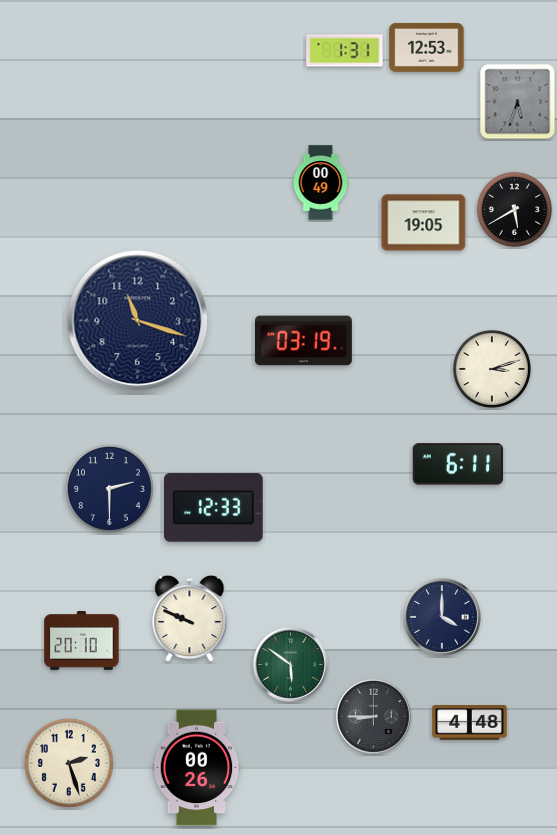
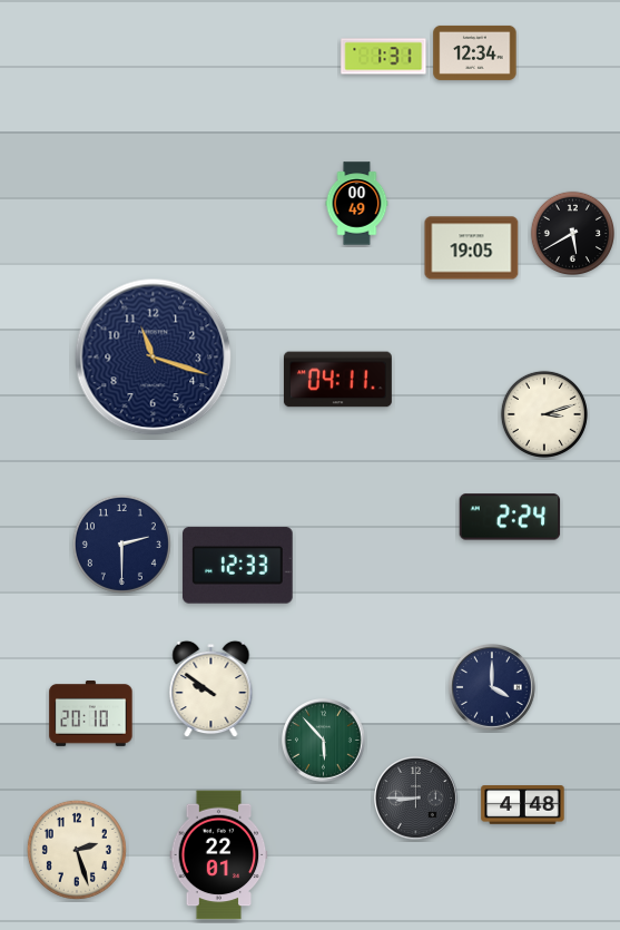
clock at (427, 47): 12:53 -> 12:34
clock at (518, 102): 5:33 -> none
clock at (303, 341): 03:19 -> 04:11
clock at (492, 369) position: (492, 369) -> (544, 414)
clock at (458, 464): 6:11 -> 2:24
clock at (190, 619): 9:49 -> 9:51
clock at (291, 665): 5:51 -> 5:53
clock at (197, 768): 00:26 -> 22:01
